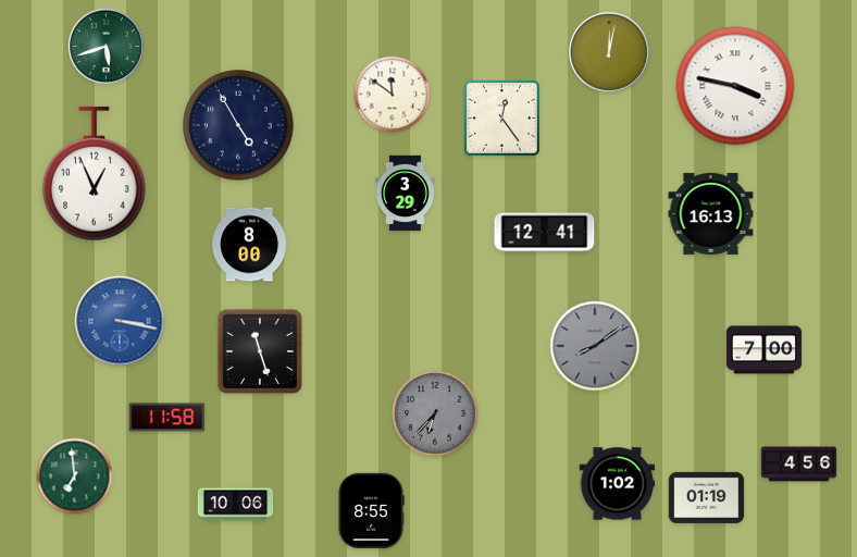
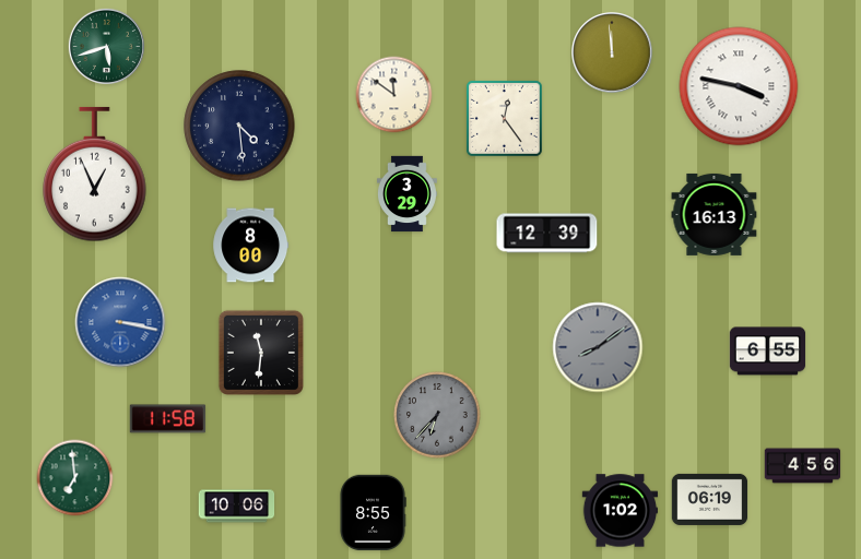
clock at (609, 52): 12:02 -> 11:59
clock at (238, 125): 4:55 -> 4:29
clock at (545, 233): 12:41 -> 12:39
clock at (765, 350): 7:00 -> 6:55
clock at (260, 351): 11:27 -> 11:31
clock at (618, 484) position: (618, 484) -> (621, 511)
clock at (707, 497): 01:19 -> 06:19
